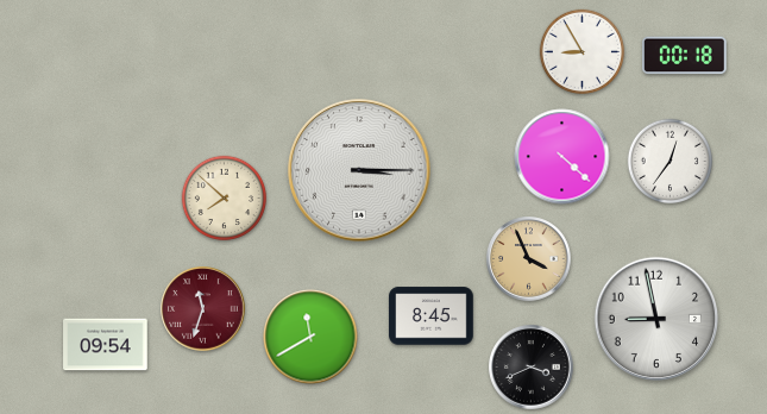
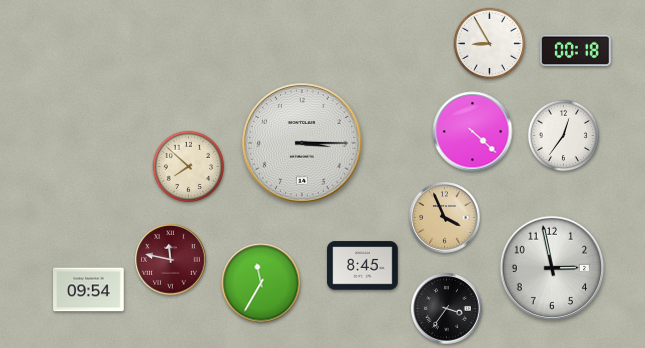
clock at (685, 56) position: (685, 56) -> (576, 51)
clock at (203, 309): 11:33 -> 11:47
clock at (655, 318): 8:58 -> 2:58
clock at (310, 337): 11:40 -> 11:35
clock at (532, 368): 3:41 -> 3:36
